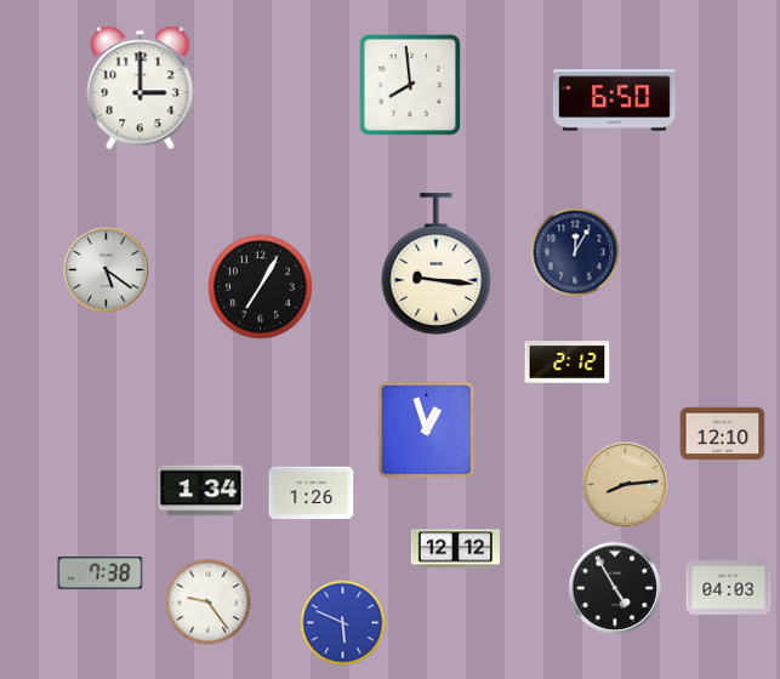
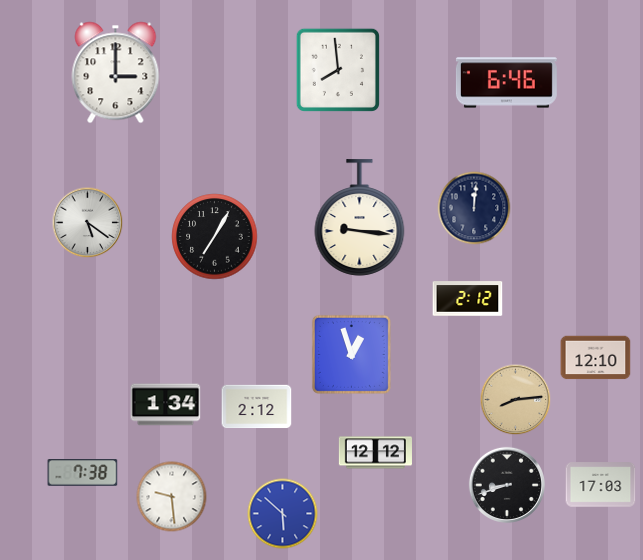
clock at (614, 101): 6:50 -> 6:46
clock at (575, 252): 12:05 -> 12:01
clock at (312, 493): 1:26 -> 2:12
clock at (615, 588): 4:55 -> 8:42
clock at (729, 588): 04:03 -> 17:03
clock at (209, 603): 9:24 -> 9:29
clock at (343, 623): 5:49 -> 5:52
